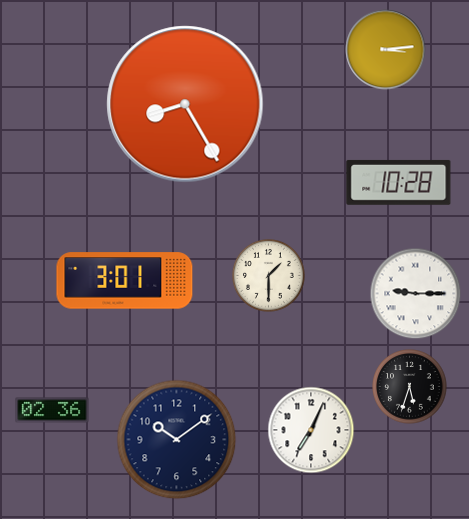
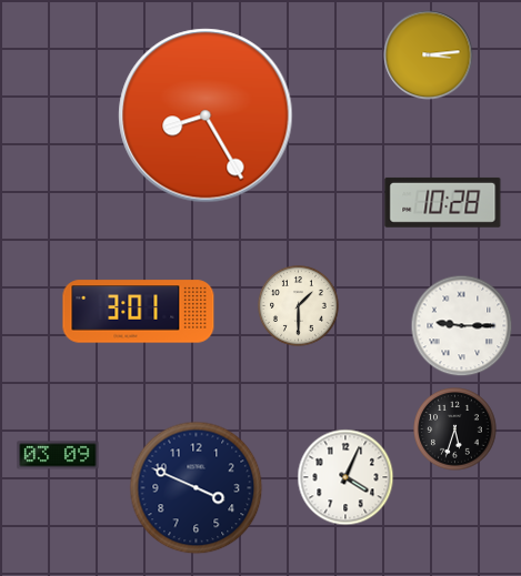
clock at (52, 410): 02:36 -> 03:09
clock at (311, 430): 7:04 -> 4:04
clock at (177, 440): 10:09 -> 3:49
